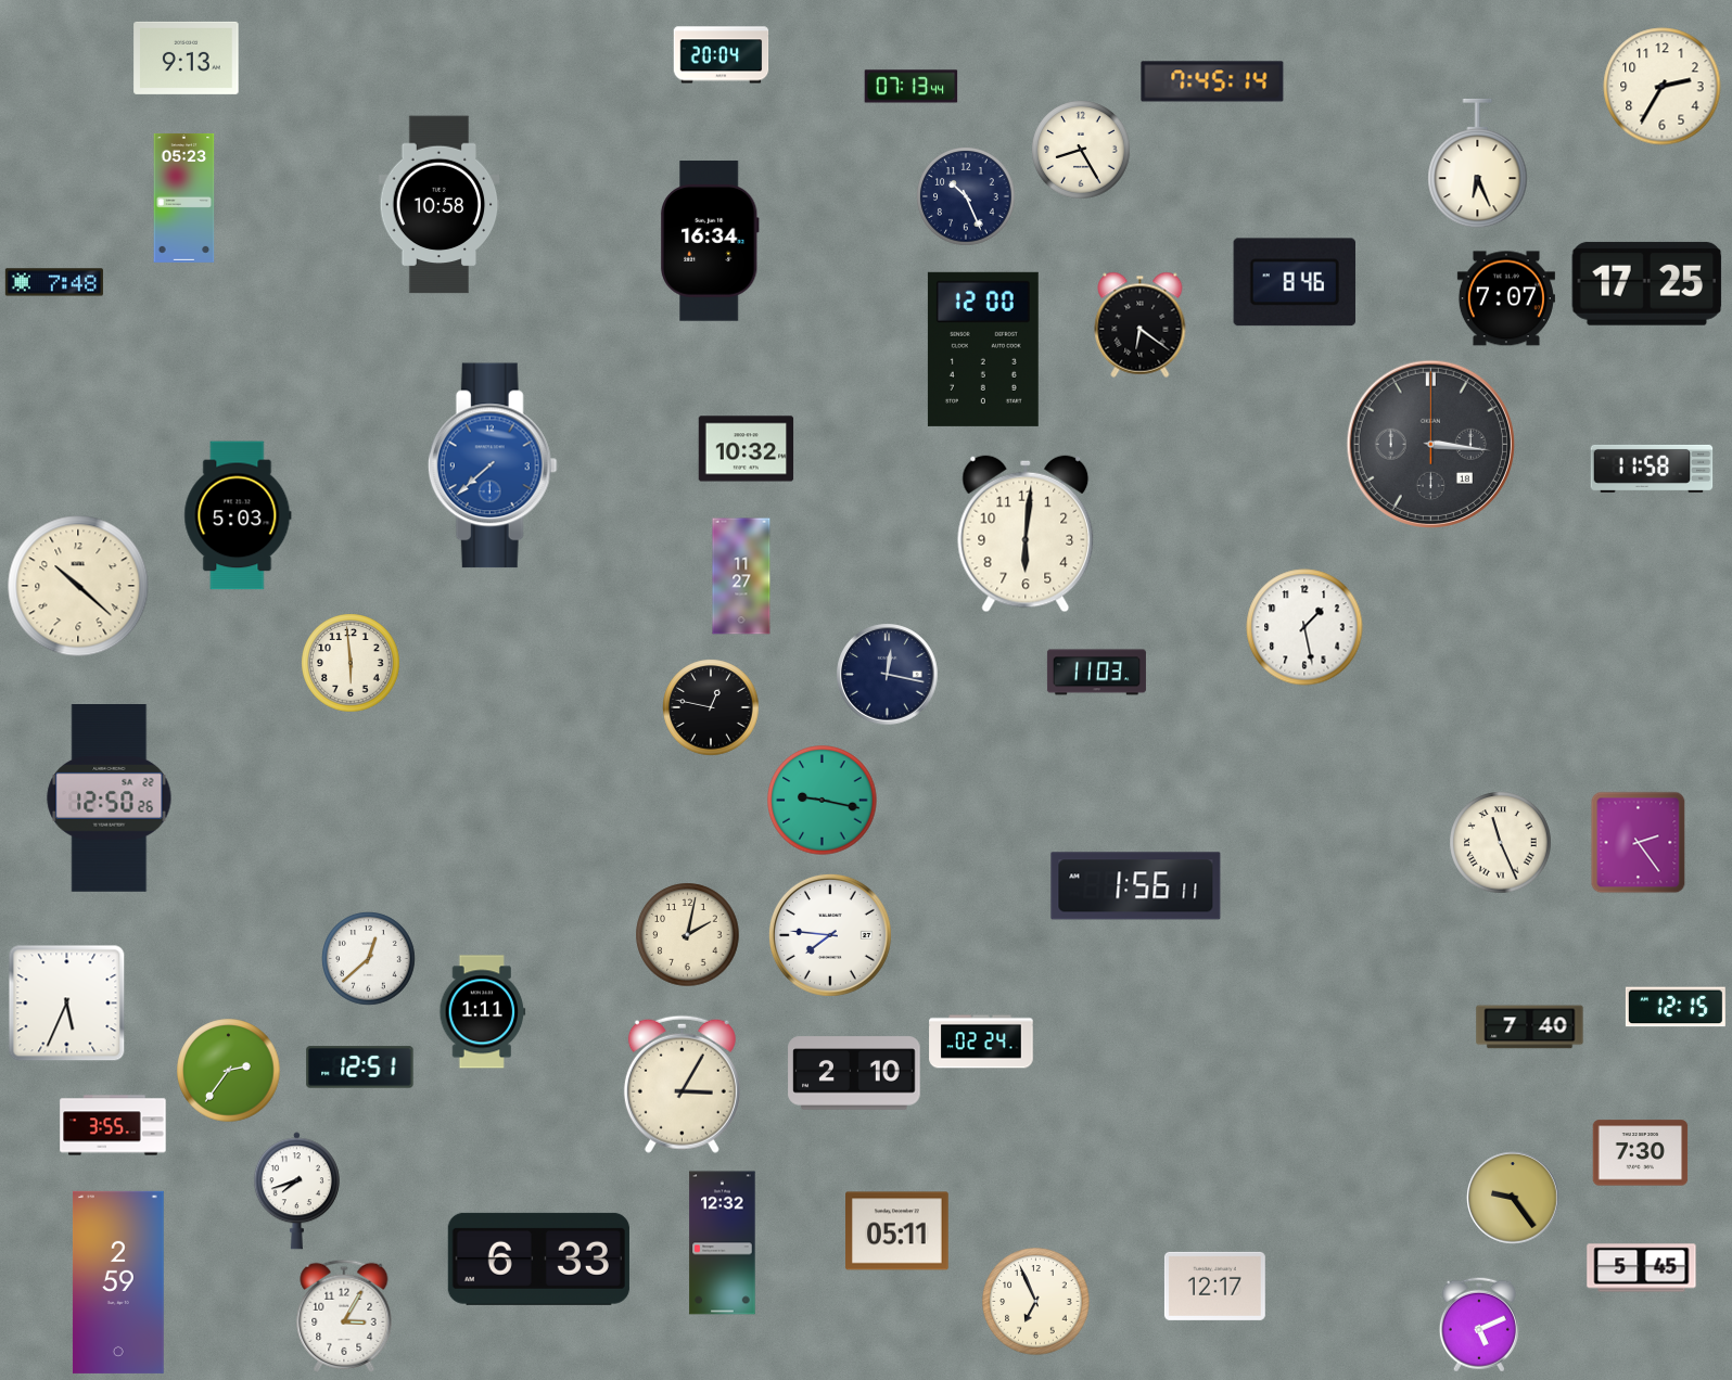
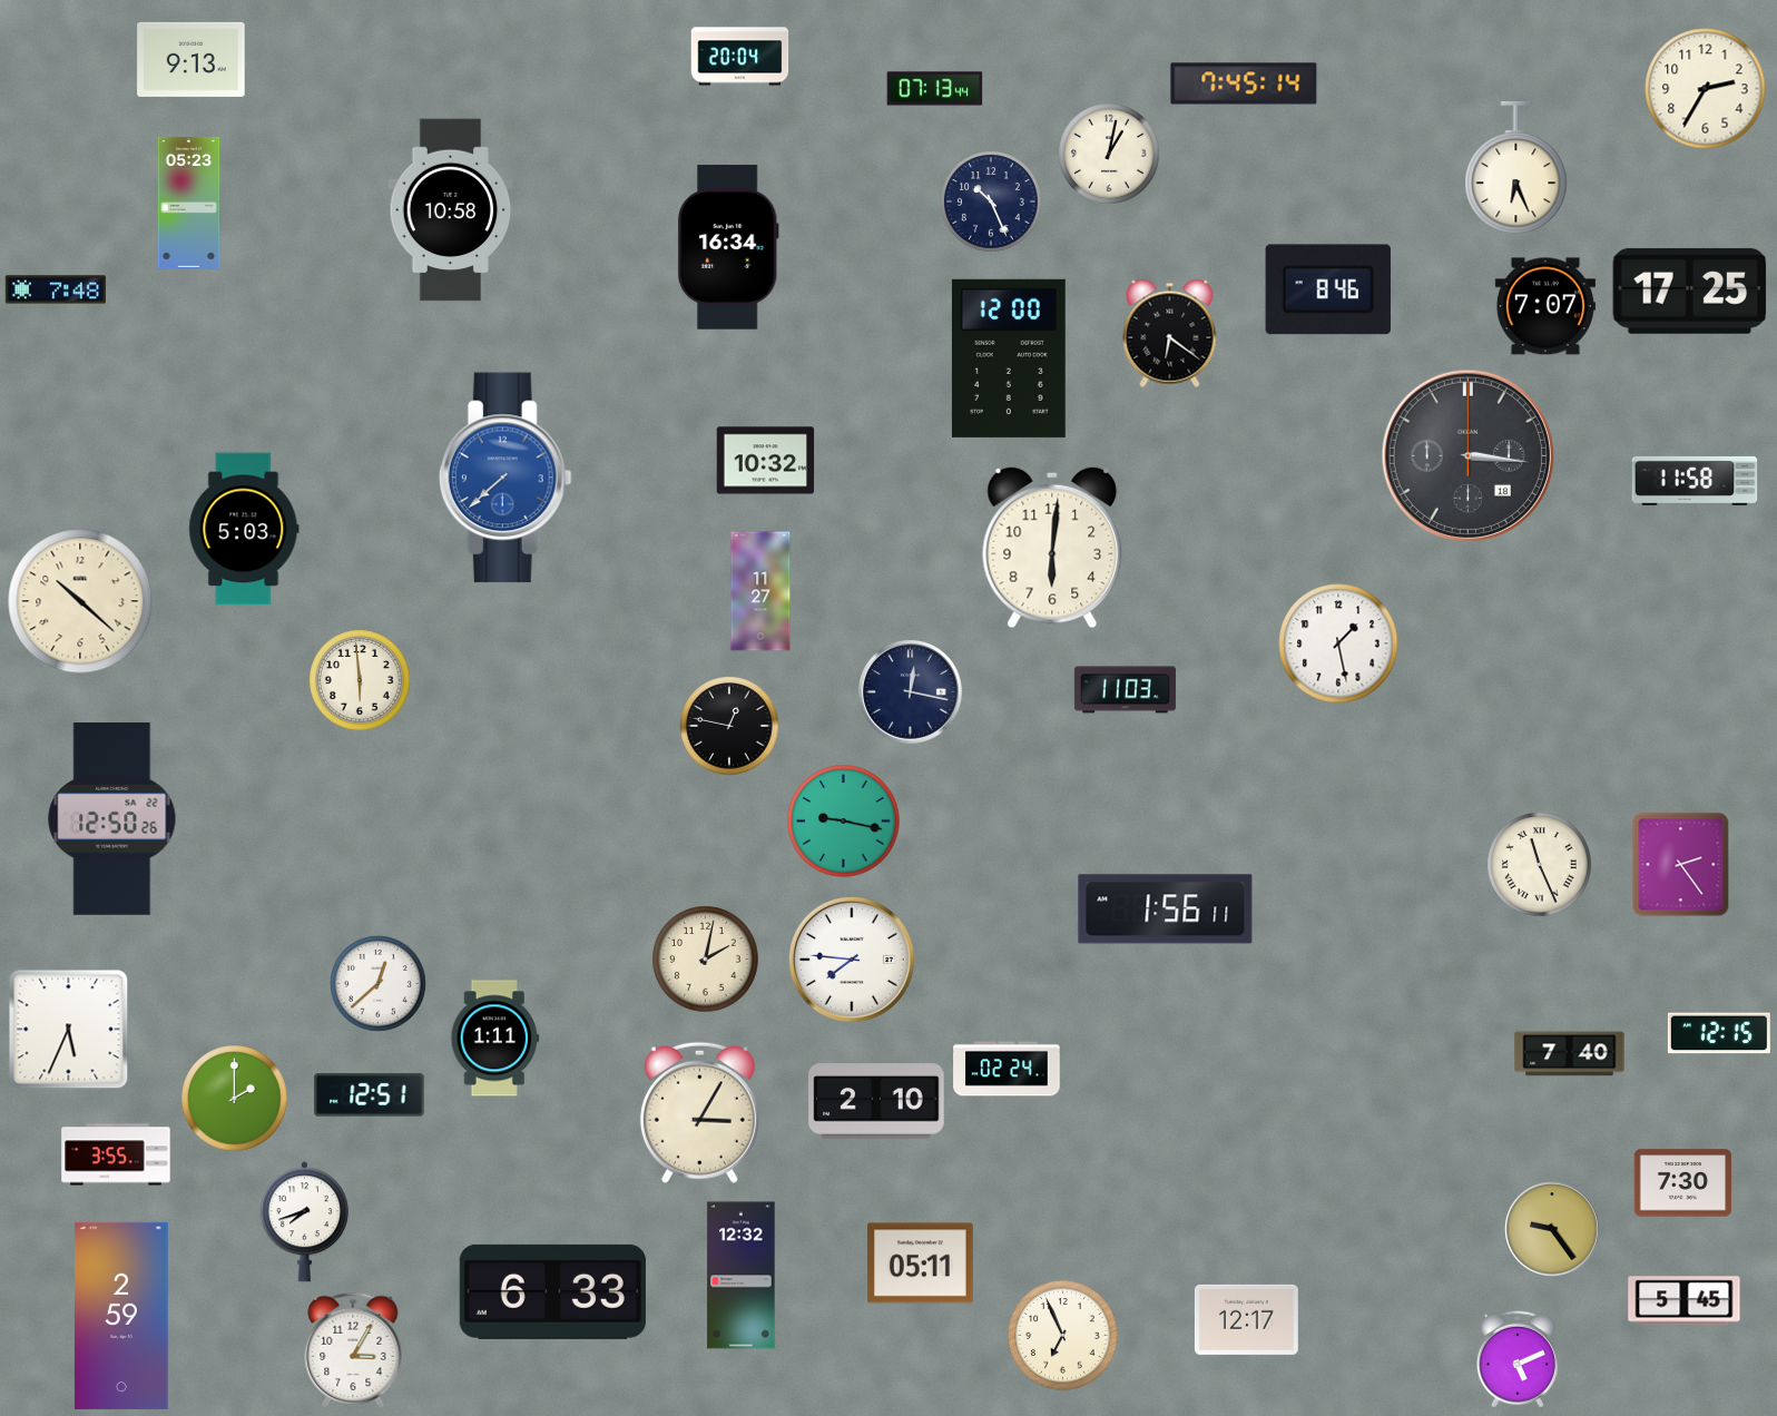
clock at (1081, 150): 8:25 -> 1:02
clock at (229, 1071): 2:36 -> 2:00
